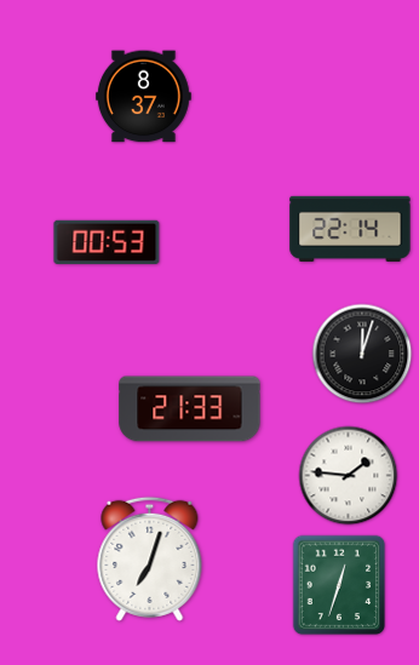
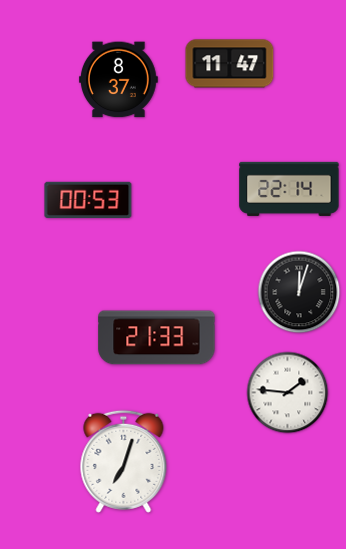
clock at (230, 64): none -> 11:47
clock at (339, 585): 12:33 -> none
